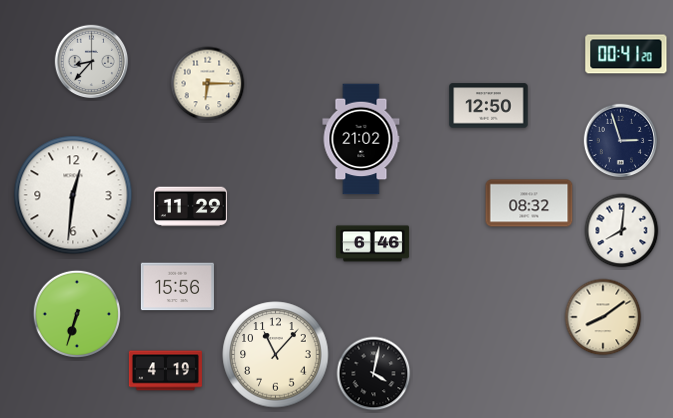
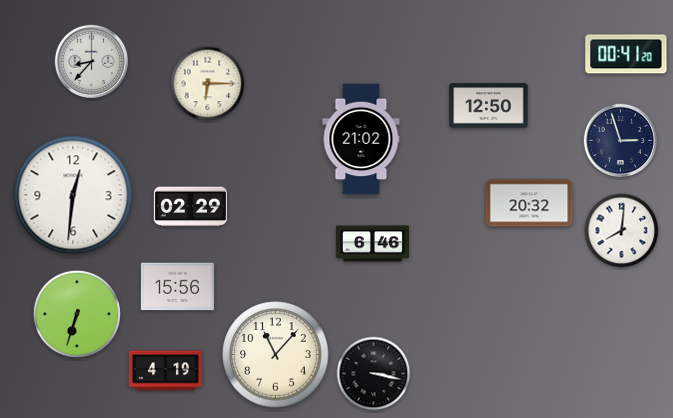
clock at (529, 203): 08:32 -> 20:32
clock at (190, 207): 11:29 -> 02:29
clock at (603, 317): 8:09 -> none
clock at (374, 374): 4:02 -> 3:17
